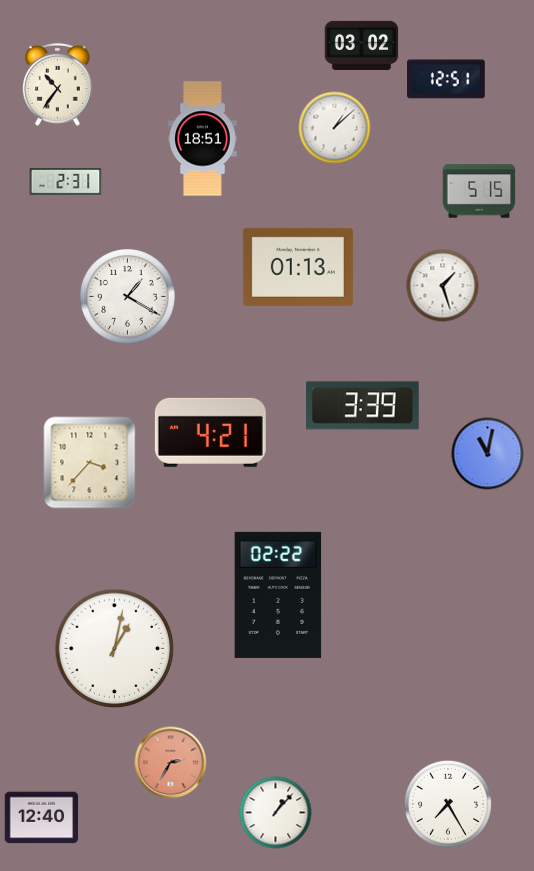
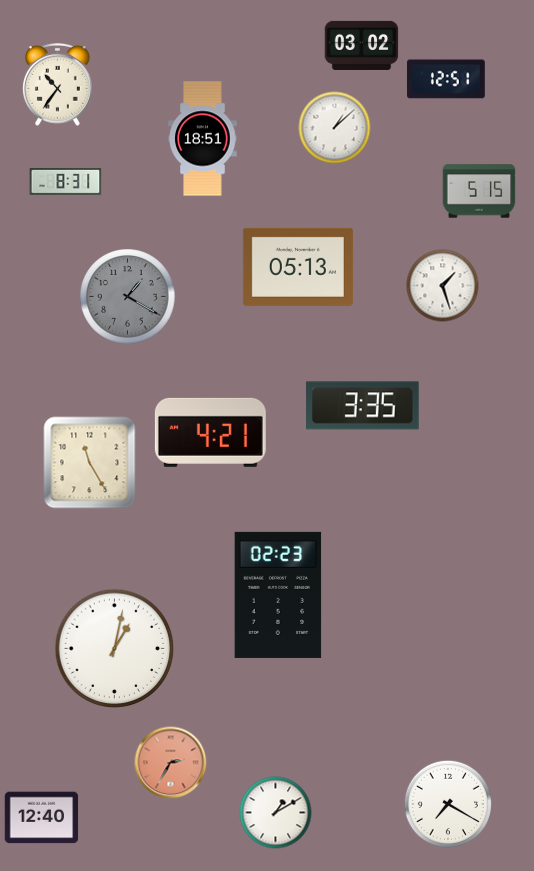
clock at (66, 181): 2:31 -> 8:31
clock at (298, 267): 01:13 -> 05:13
clock at (128, 297) dial: white -> grey
clock at (363, 406): 3:39 -> 3:35
clock at (488, 454): 11:02 -> none
clock at (90, 463): 3:37 -> 11:25
clock at (278, 595): 02:22 -> 02:23
clock at (448, 804): 7:25 -> 7:20
clock at (276, 813): 1:07 -> 1:10
